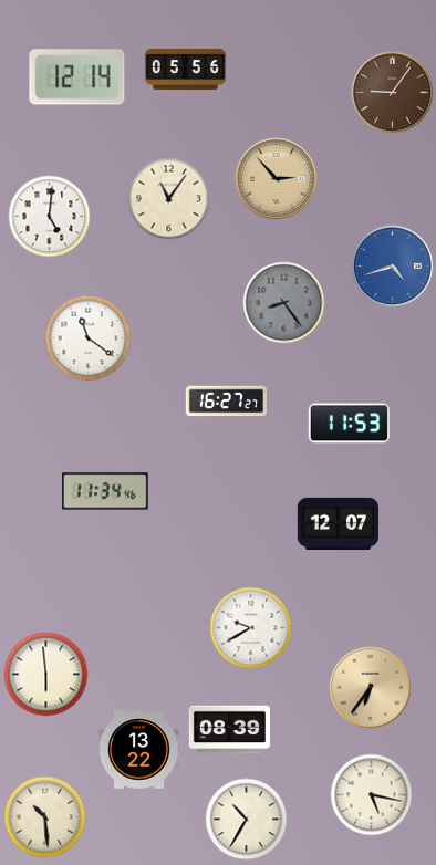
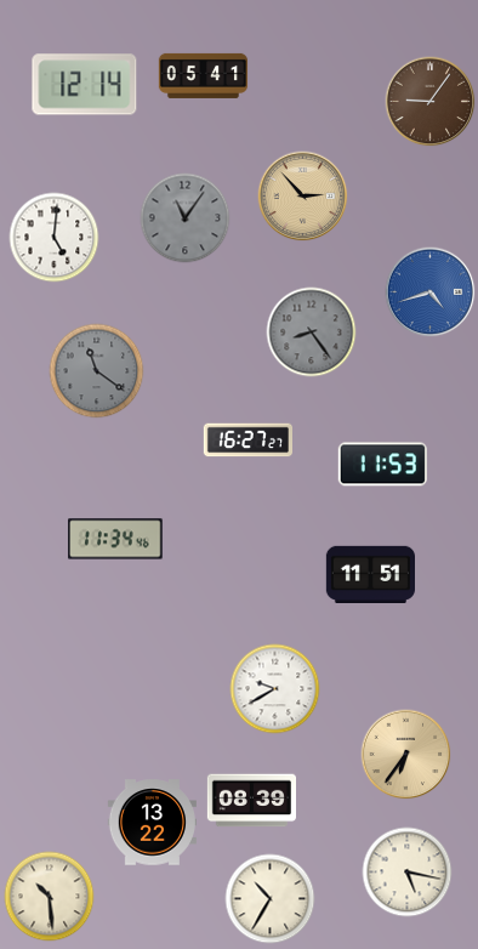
clock at (186, 69): 05:56 -> 05:41
clock at (169, 199) dial: cream -> grey
clock at (89, 338) dial: white -> grey
clock at (338, 523): 12:07 -> 11:51
clock at (46, 675): 5:59 -> none
